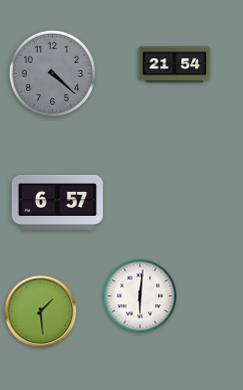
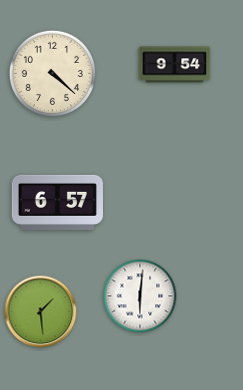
clock at (175, 65): 21:54 -> 9:54
clock at (52, 73) dial: grey -> cream
